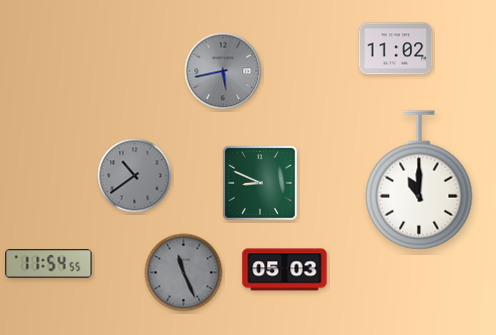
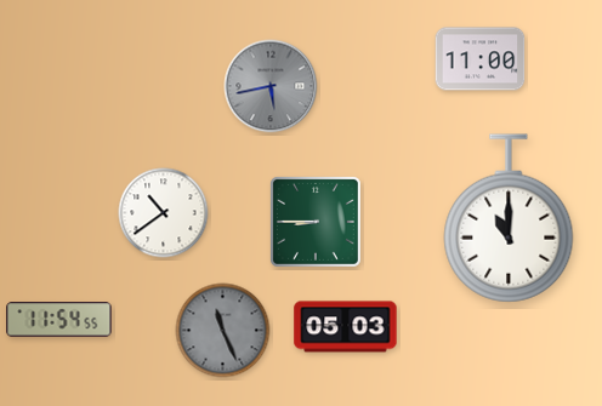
clock at (396, 49): 11:02 -> 11:00
clock at (135, 176) dial: grey -> white
clock at (260, 183): 8:49 -> 8:45
